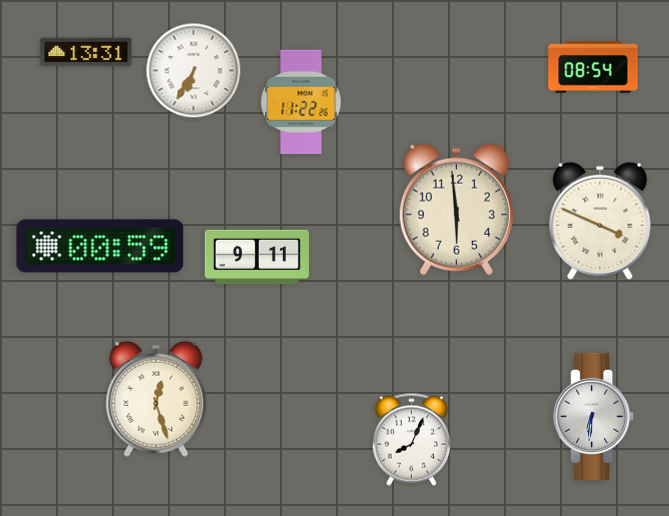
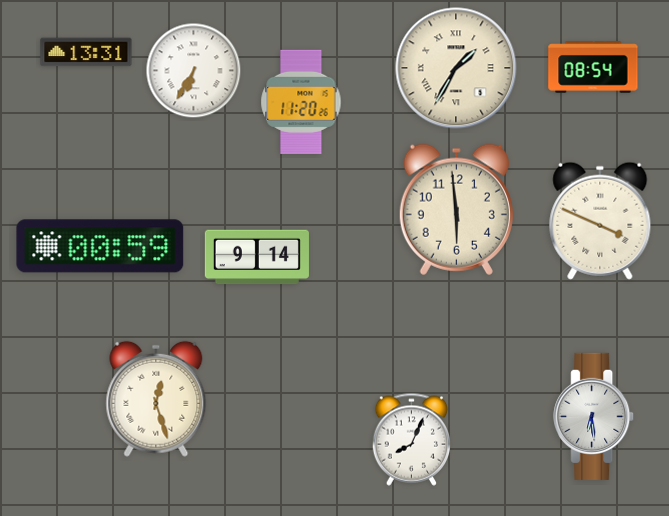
clock at (456, 68): none -> 1:35
clock at (301, 102): 11:22 -> 11:20
clock at (257, 257): 9:11 -> 9:14
clock at (594, 416): 6:31 -> 6:29
